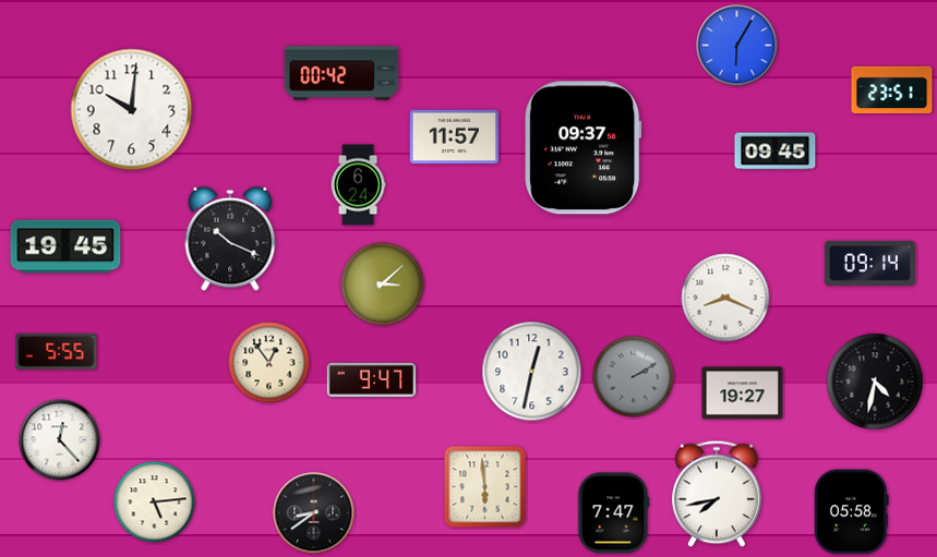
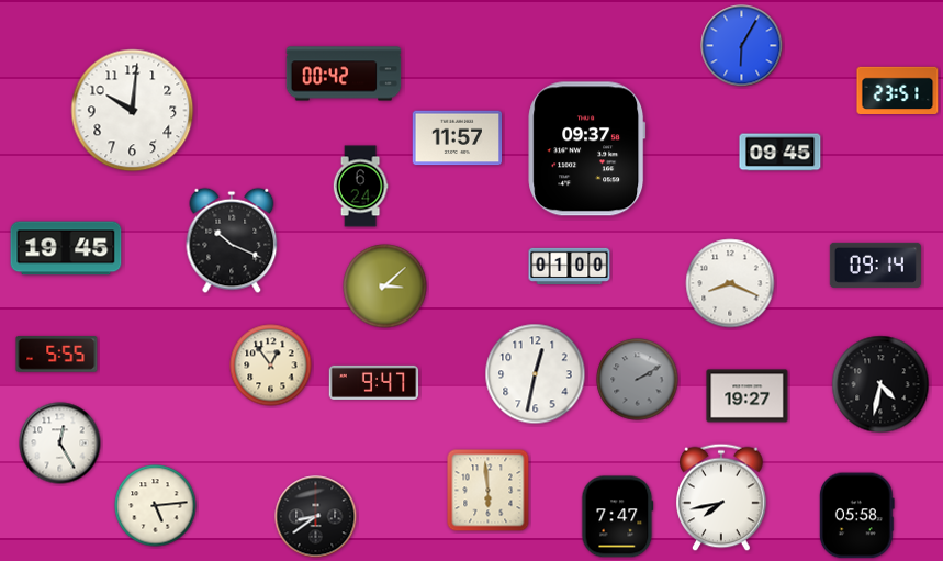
clock at (570, 266): none -> 01:00
clock at (725, 298) position: (725, 298) -> (730, 283)
clock at (60, 440): 12:23 -> 12:25
